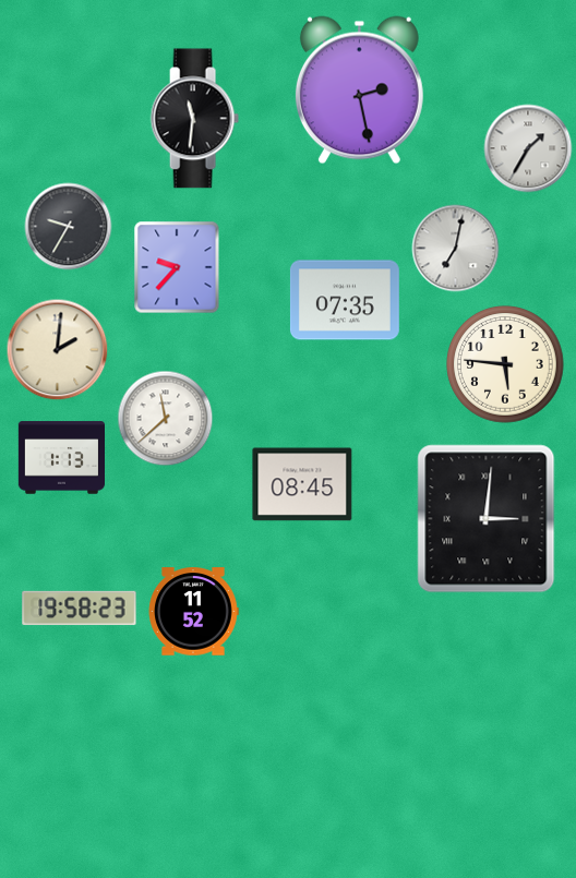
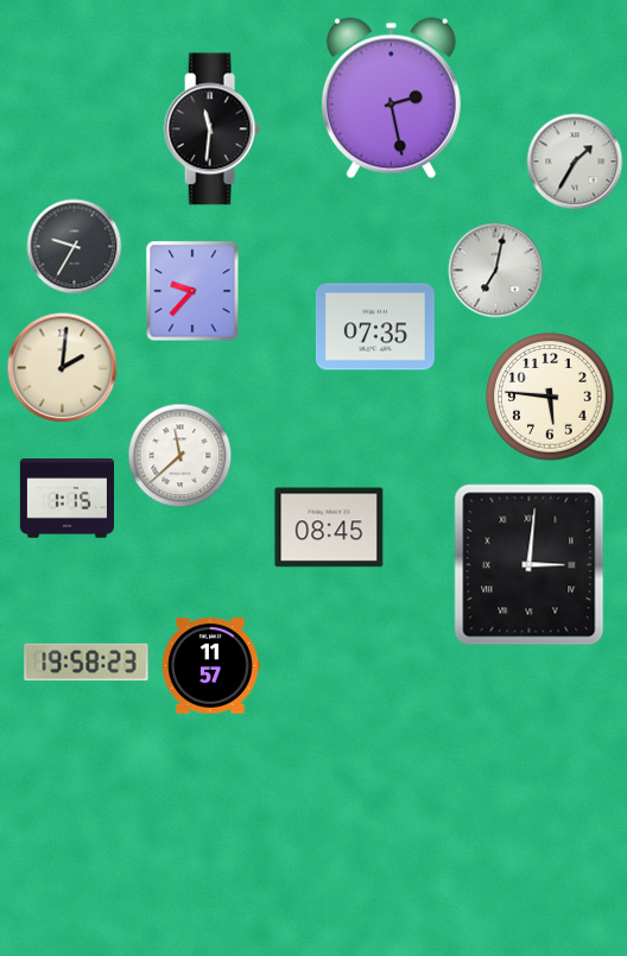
clock at (58, 350) position: (58, 350) -> (63, 368)
clock at (61, 458): 1:13 -> 1:15
clock at (193, 612): 11:52 -> 11:57
